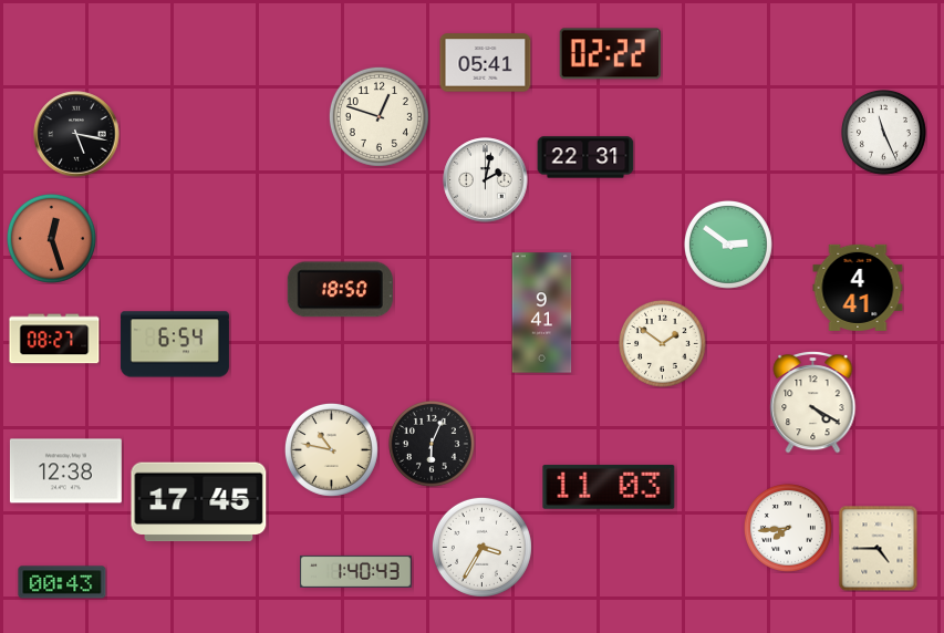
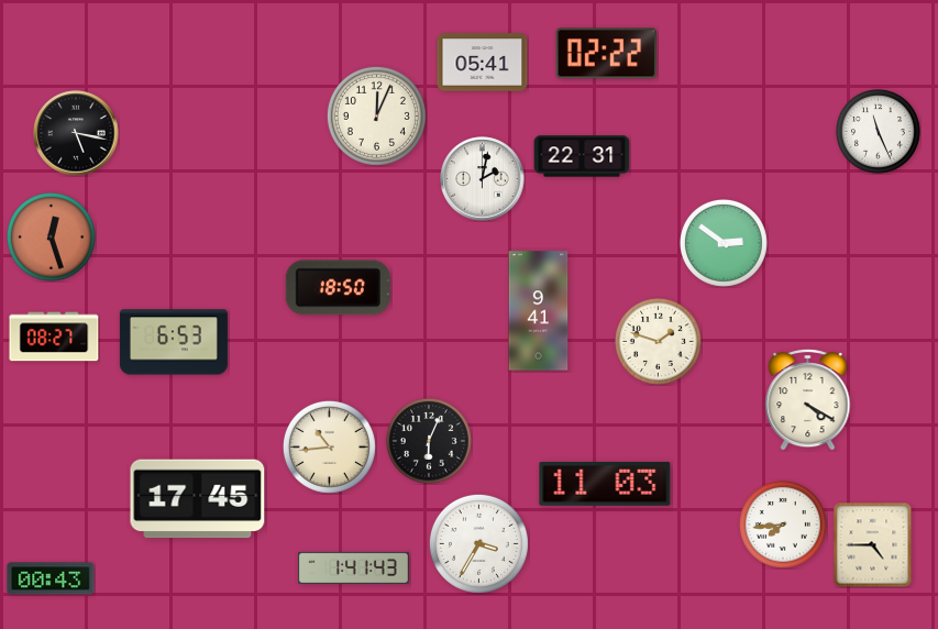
clock at (378, 116): 12:48 -> 12:04
clock at (858, 288): 4:41 -> none
clock at (662, 343): 1:51 -> 1:48
clock at (175, 344): 6:54 -> 6:53
clock at (331, 449): 10:47 -> 10:44
clock at (65, 471): 12:38 -> none
clock at (356, 571): 1:40 -> 1:41
clock at (62, 582) position: (62, 582) -> (51, 578)
